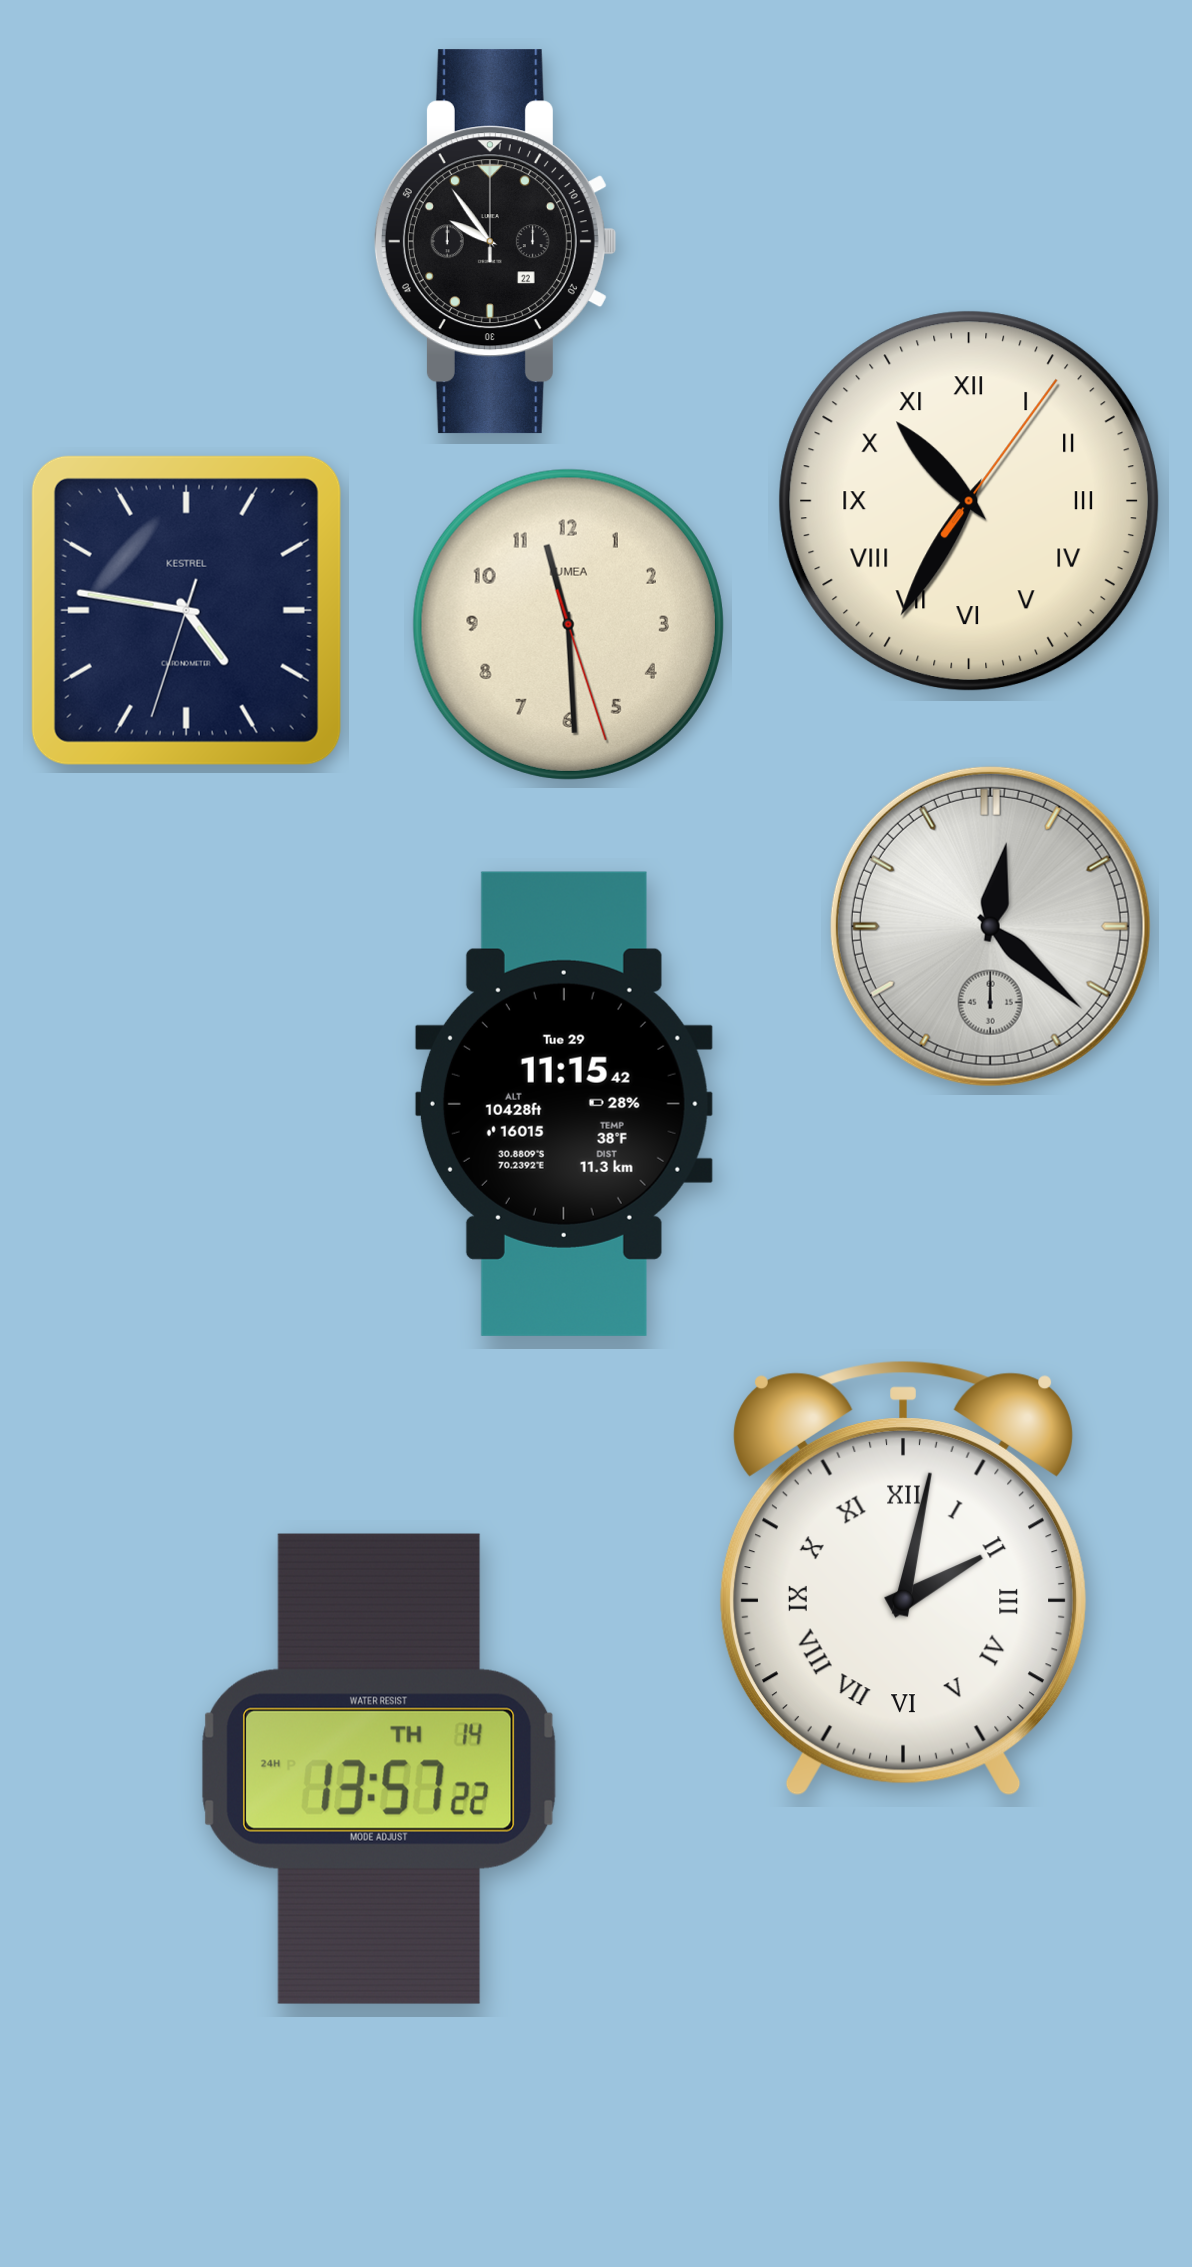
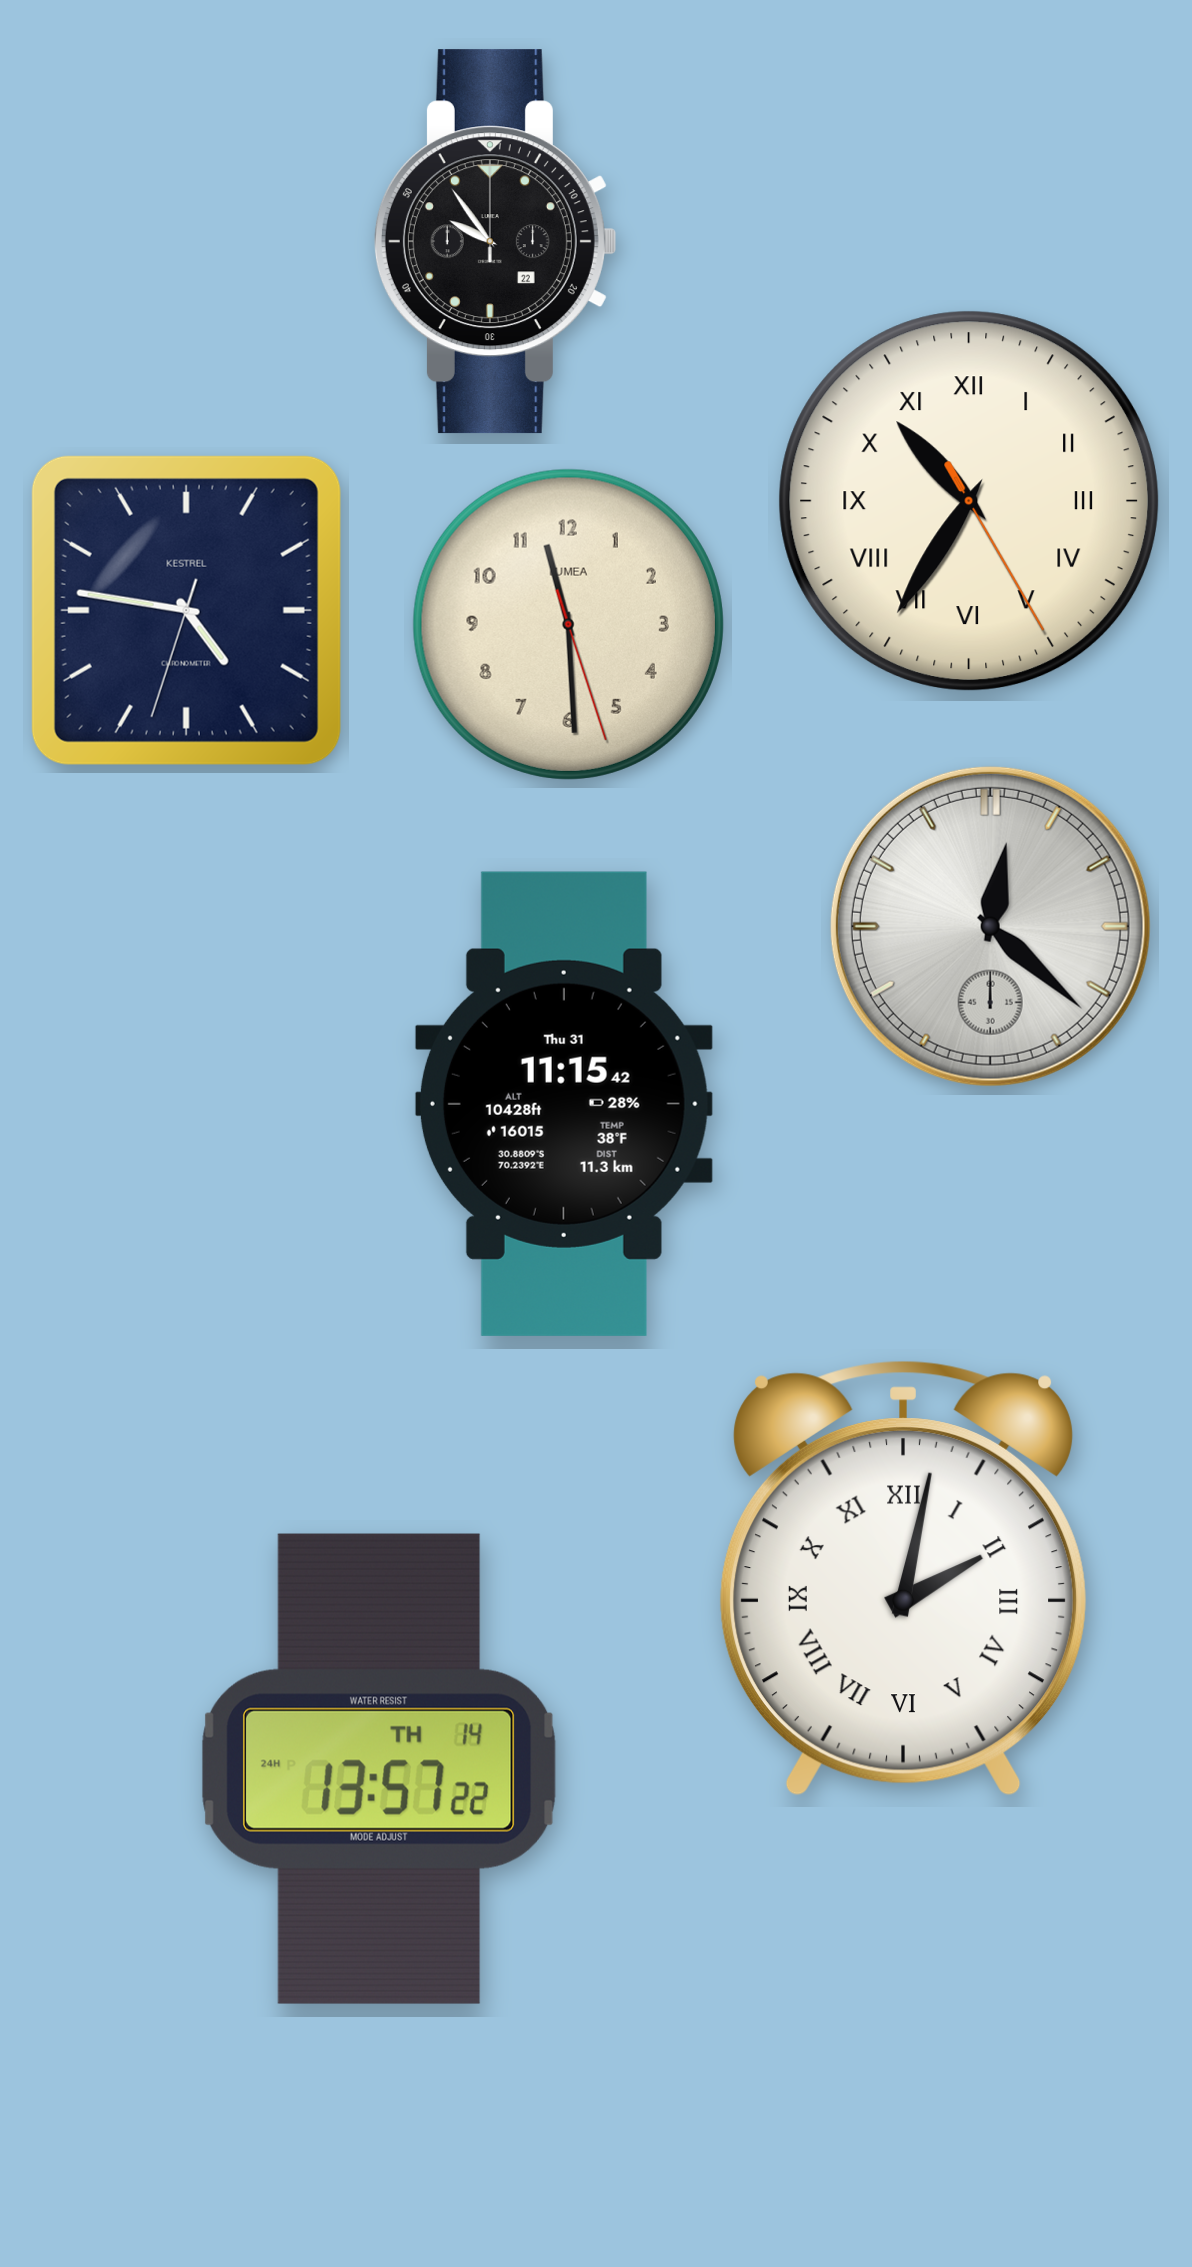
clock at (968, 500): 10:35:06 -> 10:35:25
clock at (564, 1104) date: Tue 29 -> Thu 31
